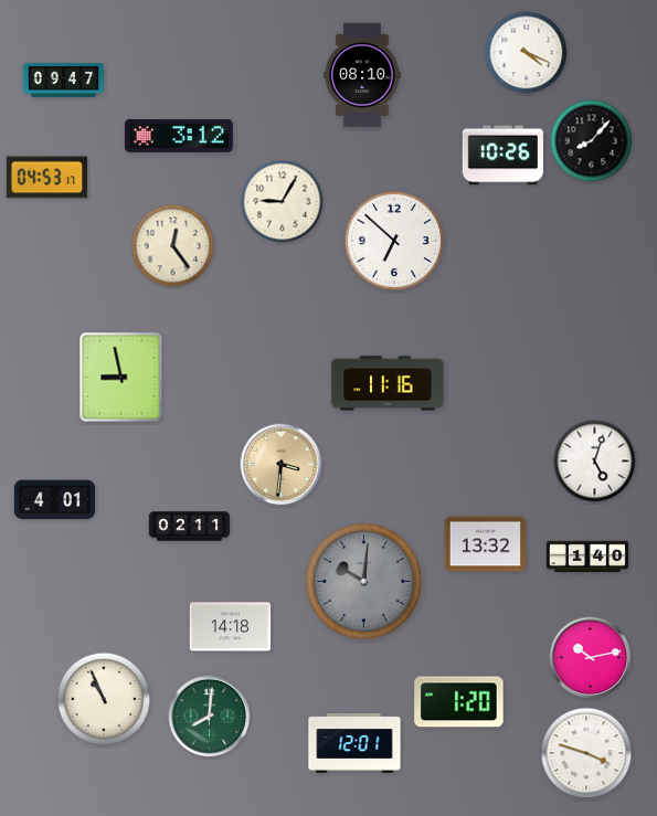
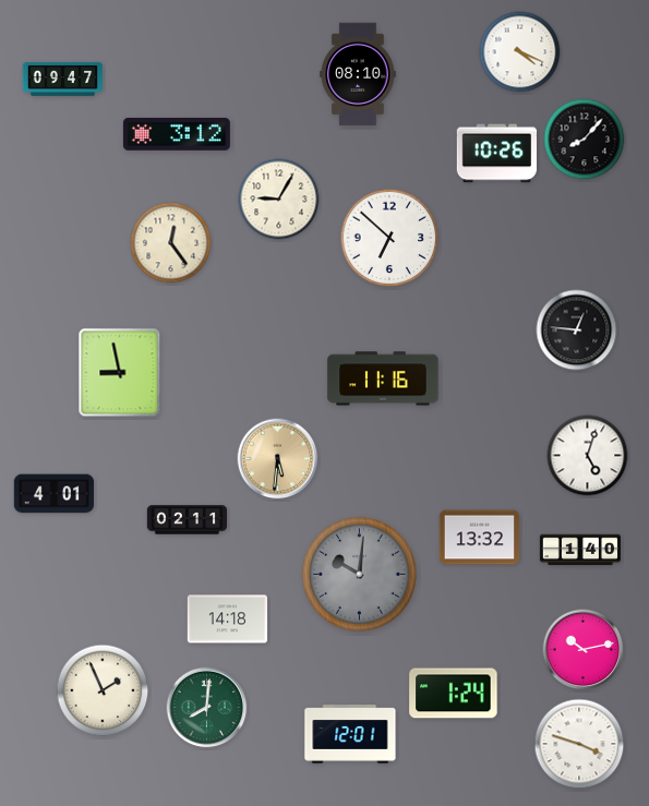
clock at (46, 178): 04:53 -> none
clock at (577, 330): none -> 12:46
clock at (282, 465): 3:31 -> 5:31
clock at (104, 699): 10:56 -> 1:56
clock at (459, 702): 1:20 -> 1:24
